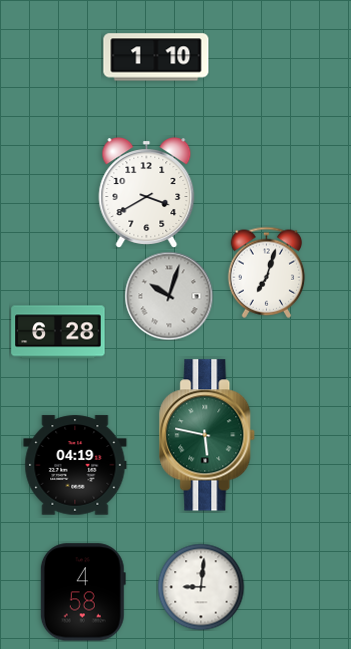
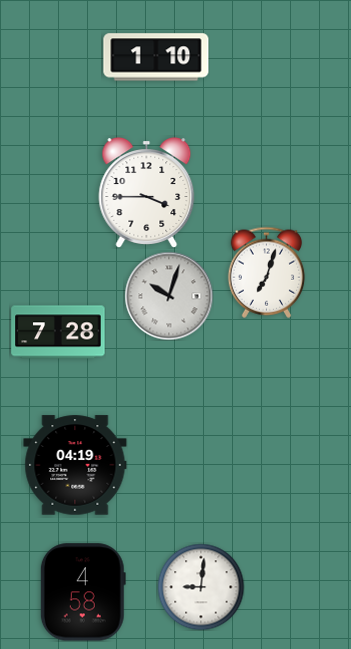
clock at (147, 193): 3:40 -> 3:45
clock at (58, 332): 6:28 -> 7:28
clock at (208, 435): 5:47 -> none
